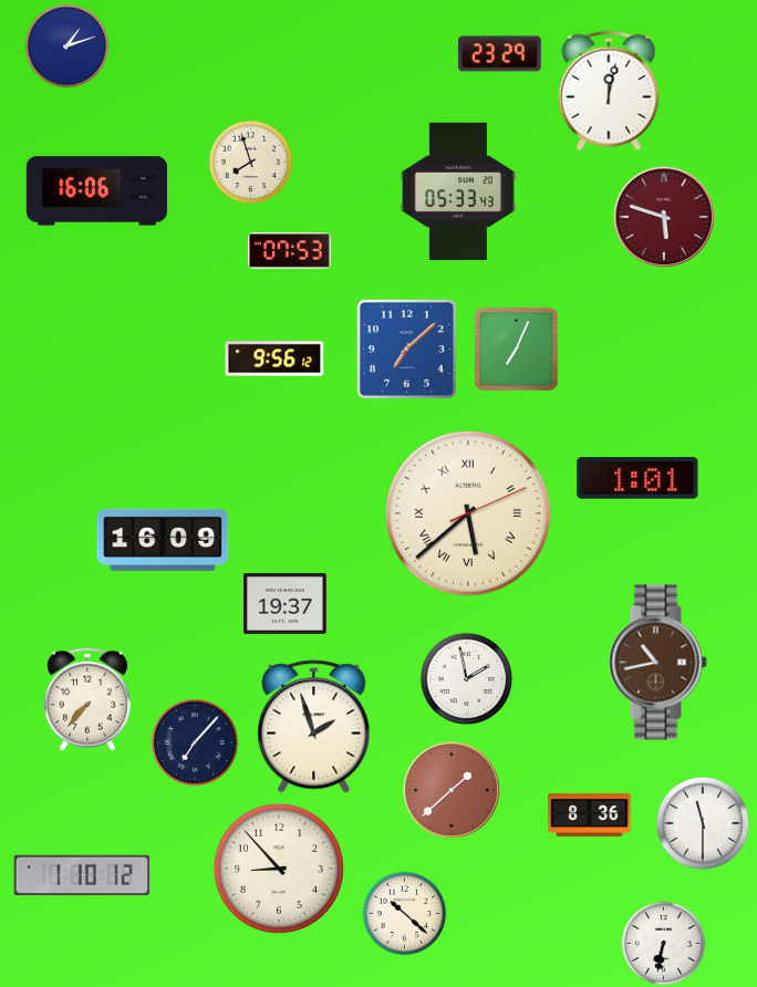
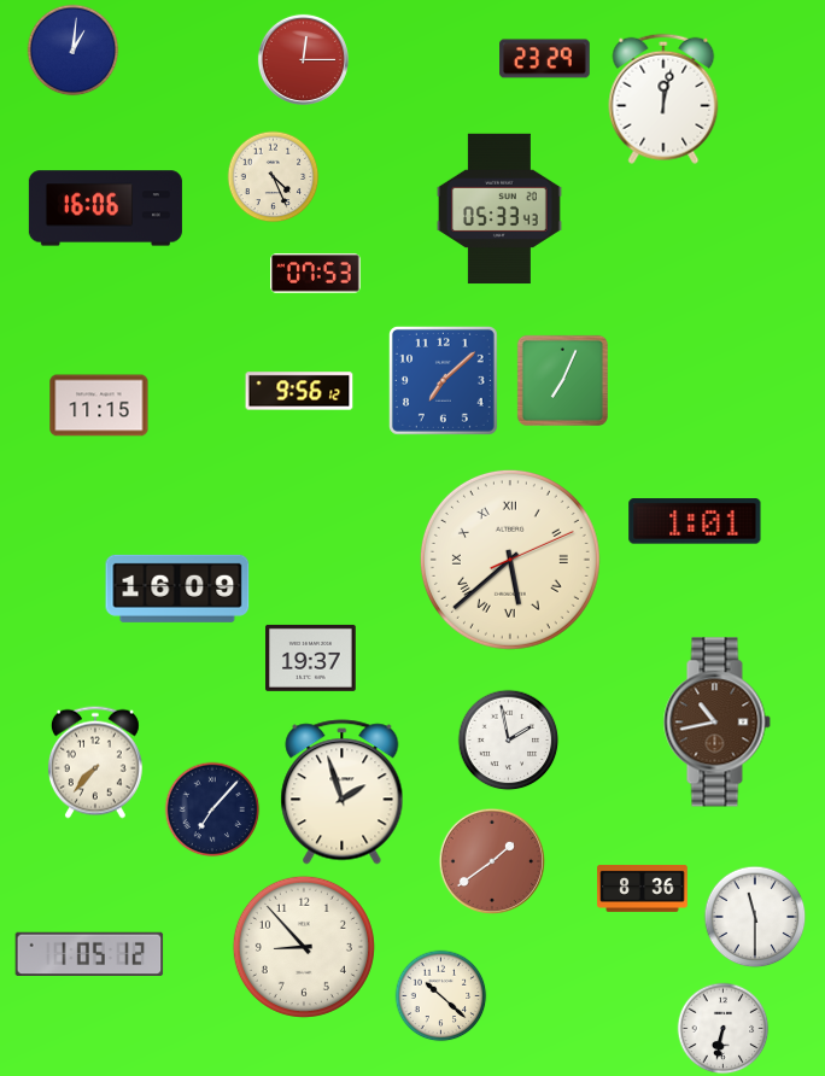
clock at (68, 46): 1:12 -> 1:01
clock at (303, 59): none -> 12:15
clock at (251, 163): 7:57 -> 4:26
clock at (664, 217): 5:48 -> none
clock at (99, 405): none -> 11:15
clock at (452, 790): 1:38 -> 1:39
clock at (703, 823) position: (703, 823) -> (755, 917)
clock at (82, 875): 1:10 -> 1:05
